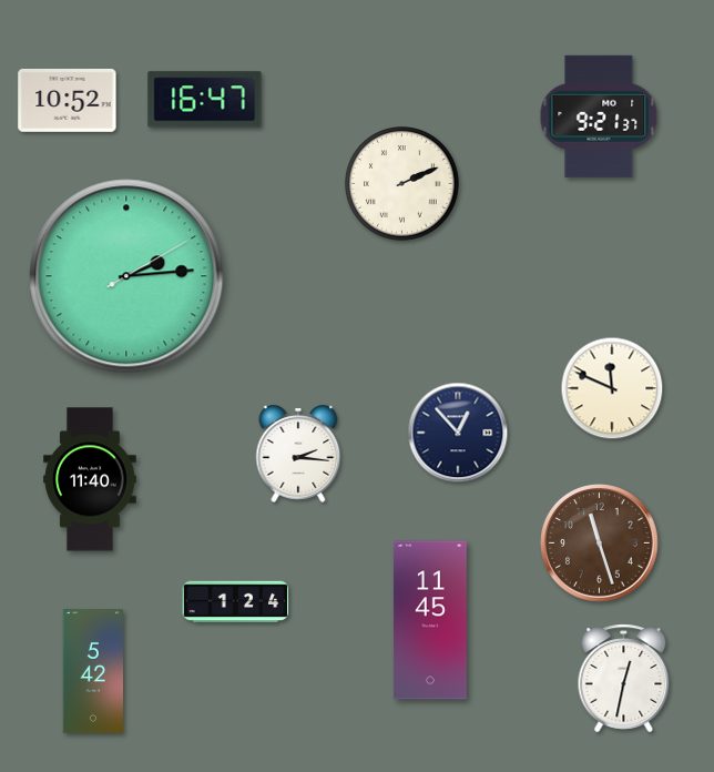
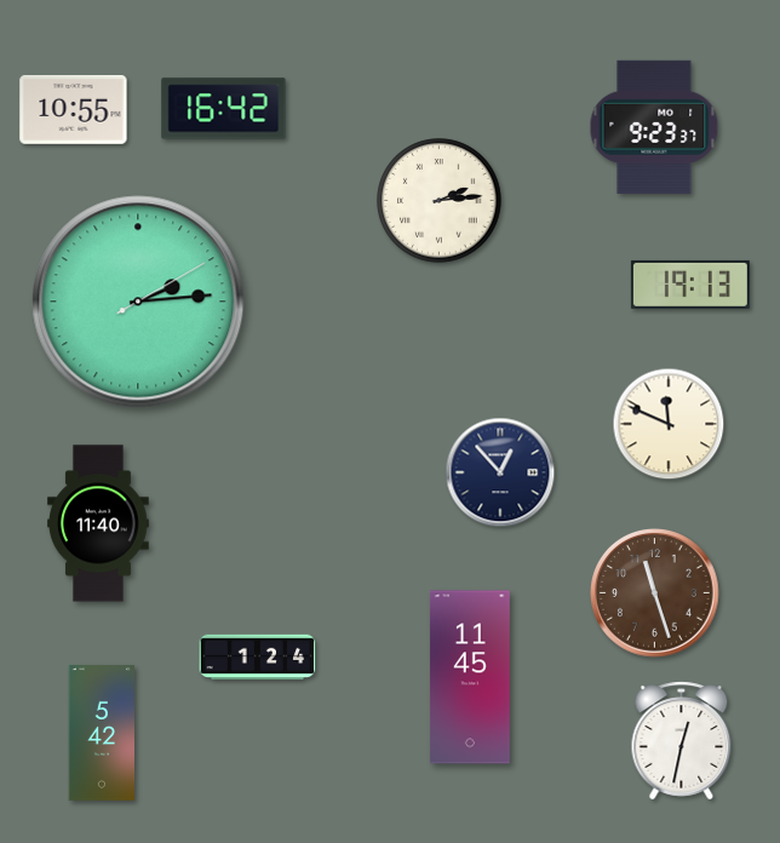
clock at (68, 100): 10:52 -> 10:55
clock at (205, 100): 16:47 -> 16:42
clock at (599, 116): 9:21 -> 9:23
clock at (402, 184): 2:11 -> 2:14
clock at (690, 285): none -> 19:13
clock at (298, 454): 2:16 -> none
